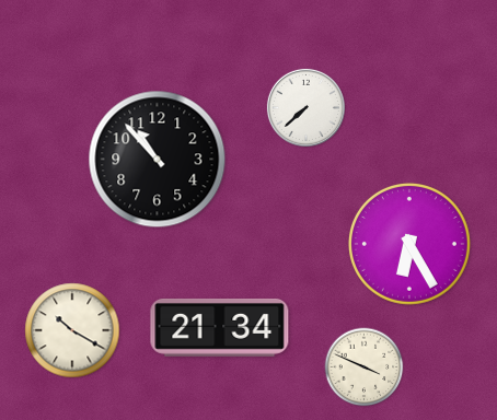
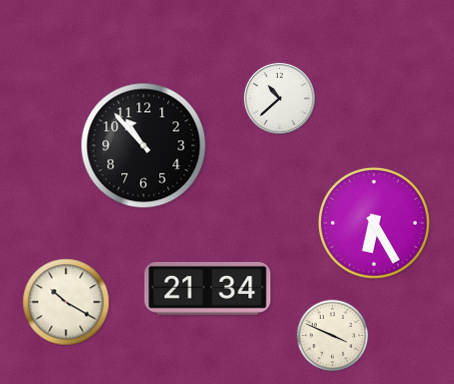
clock at (305, 107): 7:38 -> 10:38
clock at (220, 327) position: (220, 327) -> (208, 288)
